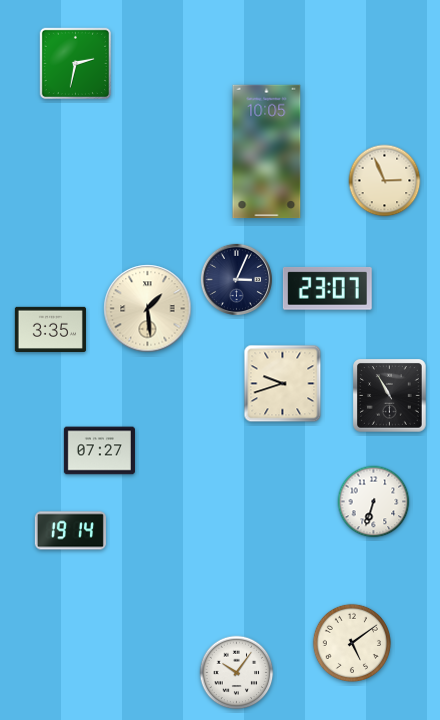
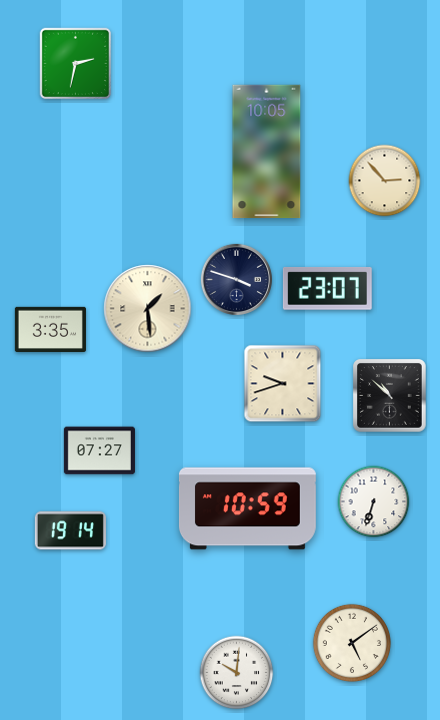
clock at (385, 181): 2:56 -> 2:53
clock at (236, 279): 3:04 -> 3:48
clock at (390, 396): 10:55 -> 10:52
clock at (247, 509): none -> 10:59
clock at (237, 673): 10:06 -> 10:01
